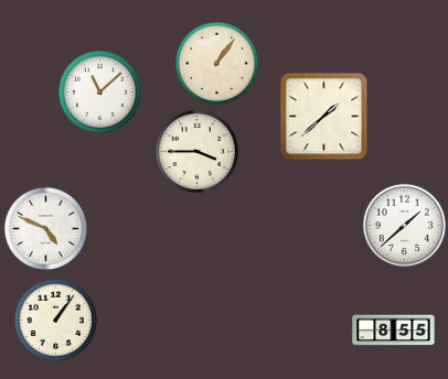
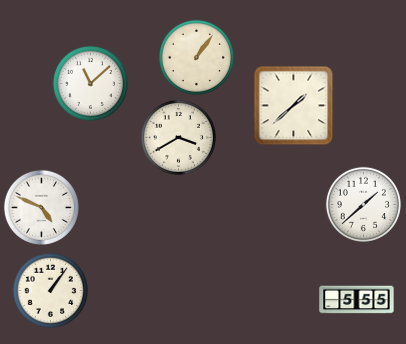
clock at (196, 151): 3:45 -> 3:40
clock at (404, 225) position: (404, 225) -> (363, 204)
clock at (394, 331): 8:55 -> 5:55
